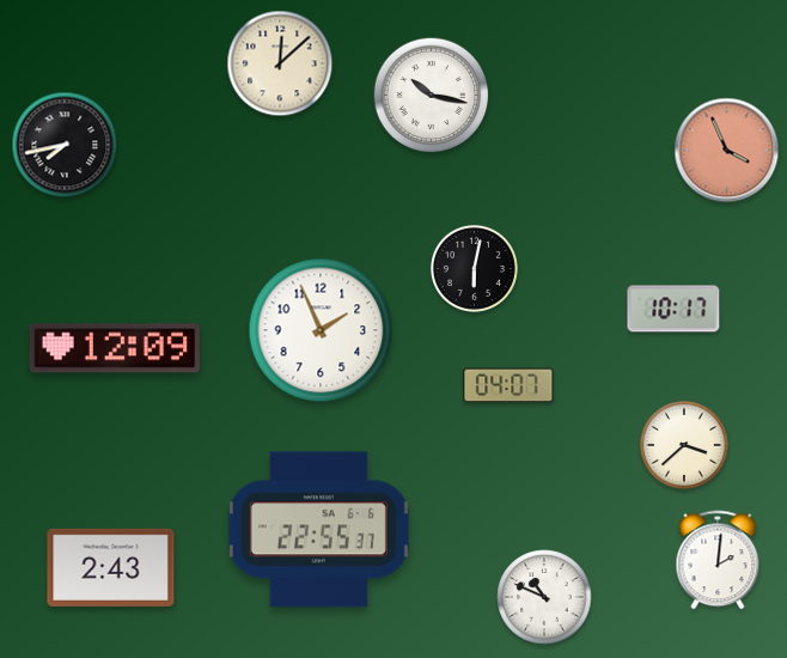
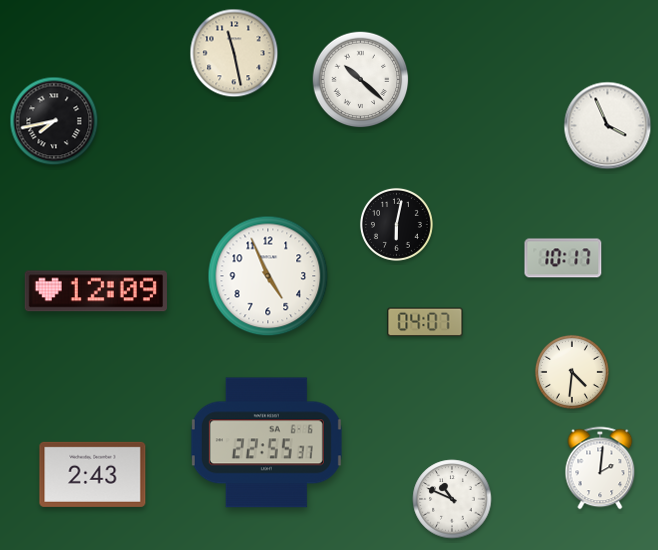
clock at (280, 63): 12:08 -> 11:28
clock at (432, 96): 10:17 -> 10:22
clock at (727, 151) dial: salmon -> white
clock at (321, 330): 1:56 -> 4:56
clock at (684, 445): 3:38 -> 4:31
clock at (544, 597) position: (544, 597) -> (452, 499)
